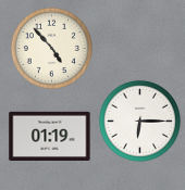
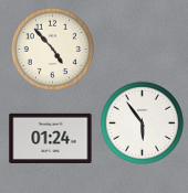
clock at (139, 121): 6:15 -> 5:54
clock at (50, 136): 01:19 -> 01:24
